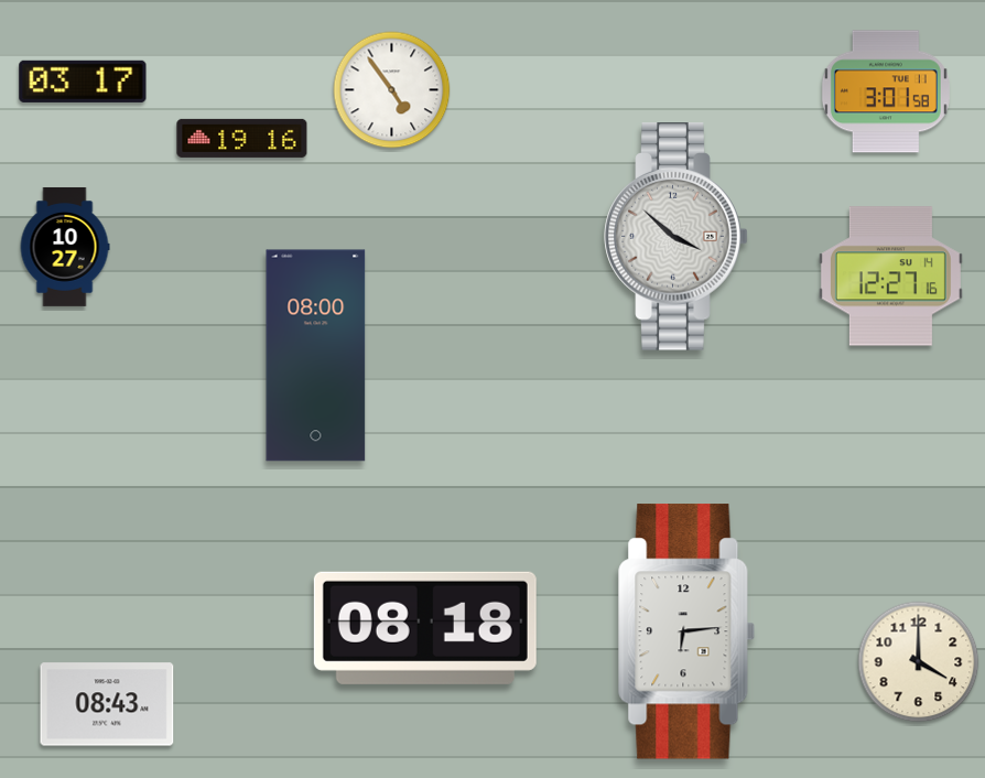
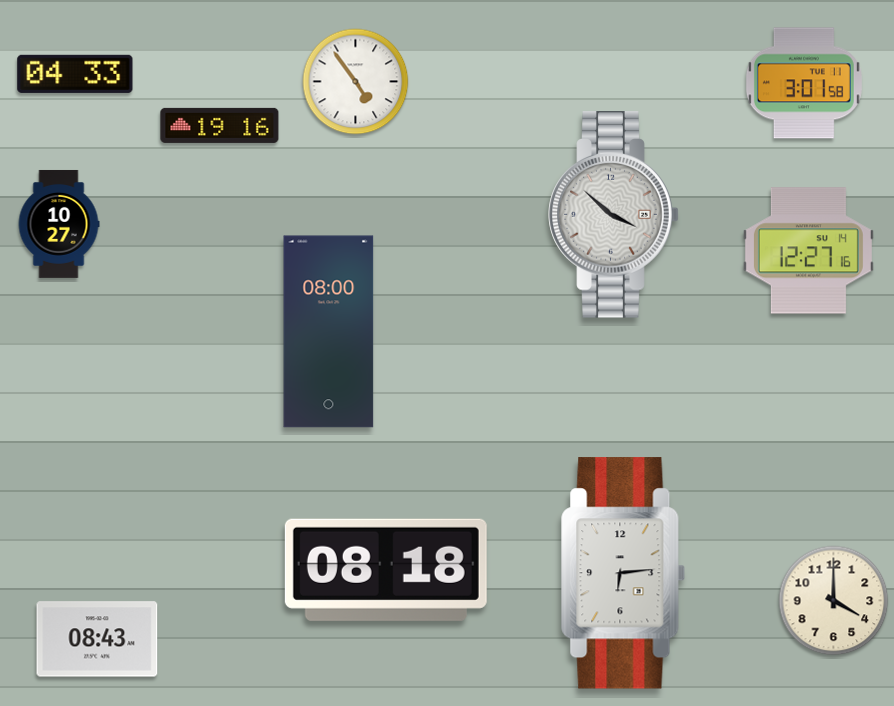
clock at (83, 82): 03:17 -> 04:33
clock at (316, 356) position: (316, 356) -> (329, 332)
